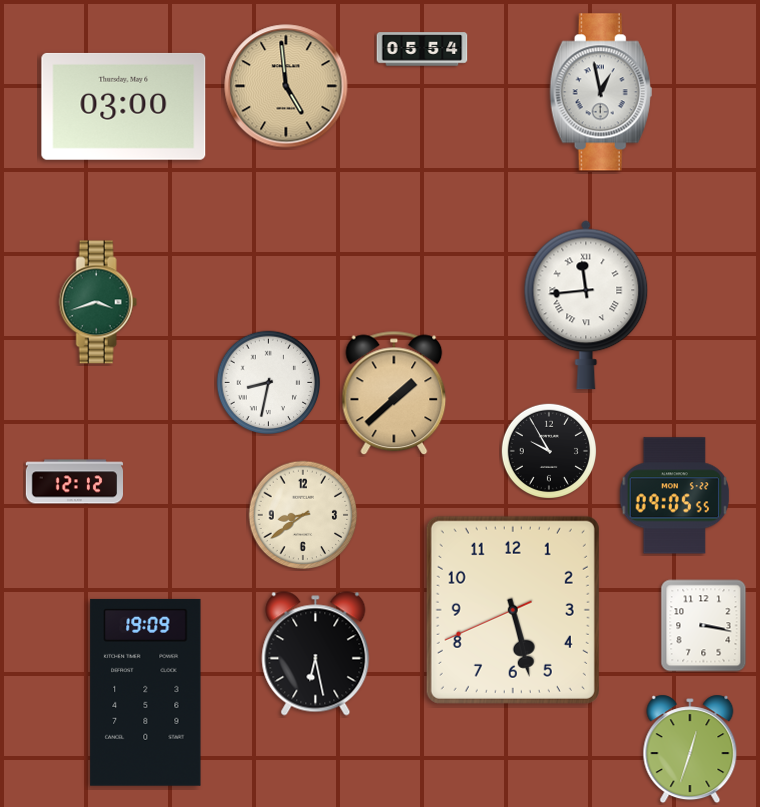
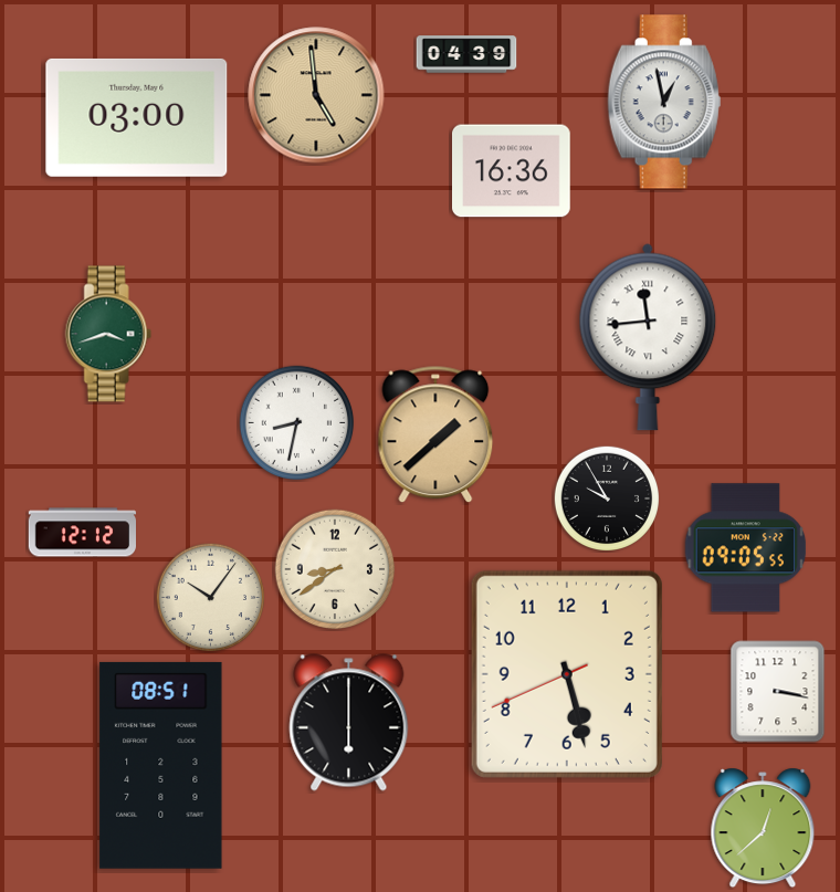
clock at (422, 49): 05:54 -> 04:39
clock at (512, 171): none -> 16:36
clock at (210, 597): none -> 10:06
clock at (316, 654): 6:28 -> 6:00
clock at (146, 692): 19:09 -> 08:51
clock at (690, 749): 12:33 -> 12:38
